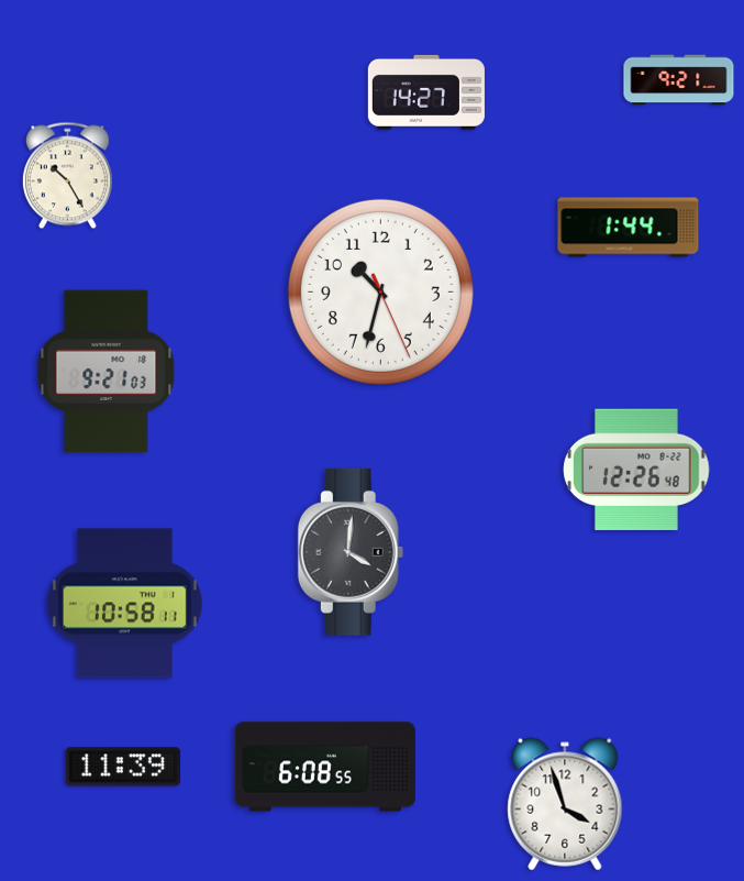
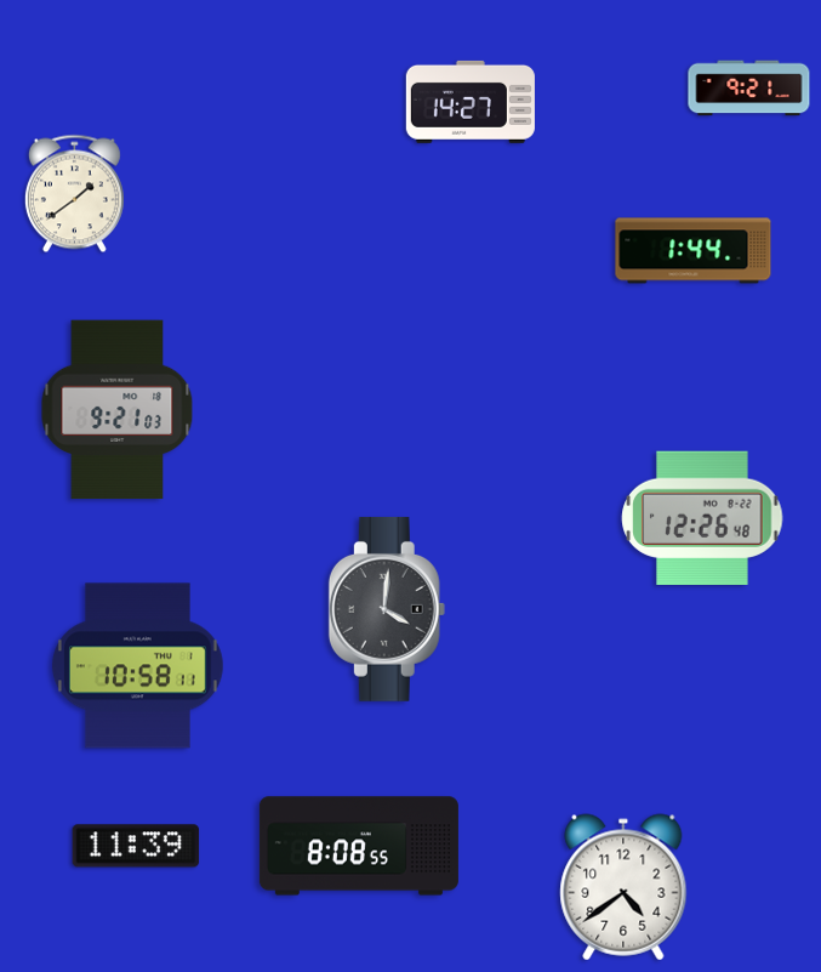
clock at (67, 176): 10:25 -> 1:39
clock at (380, 291): 10:32 -> none
clock at (325, 767): 6:08 -> 8:08
clock at (565, 804): 3:57 -> 4:39
